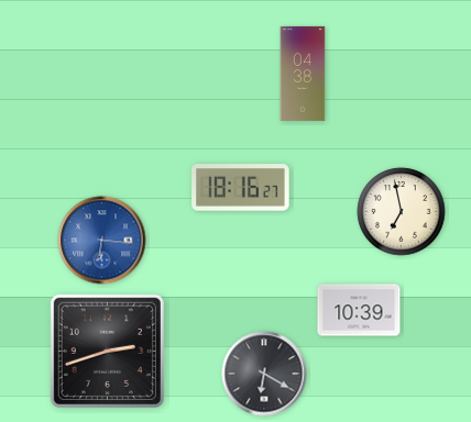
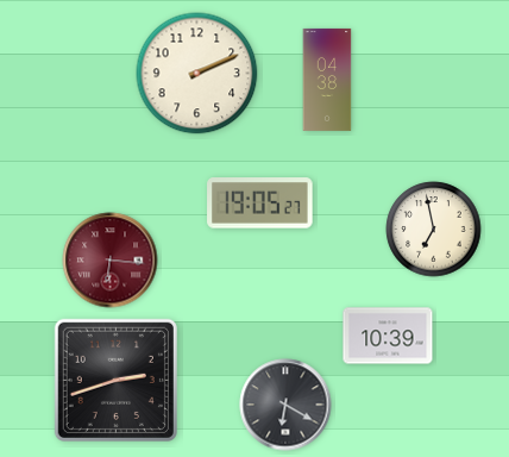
clock at (197, 74): none -> 2:11
clock at (241, 188): 18:16 -> 19:05
clock at (102, 241) dial: blue -> burgundy
